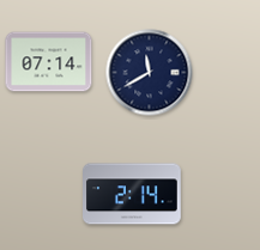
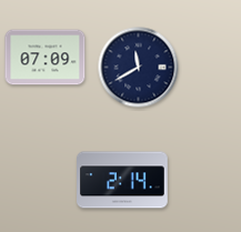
clock at (49, 62): 07:14 -> 07:09
